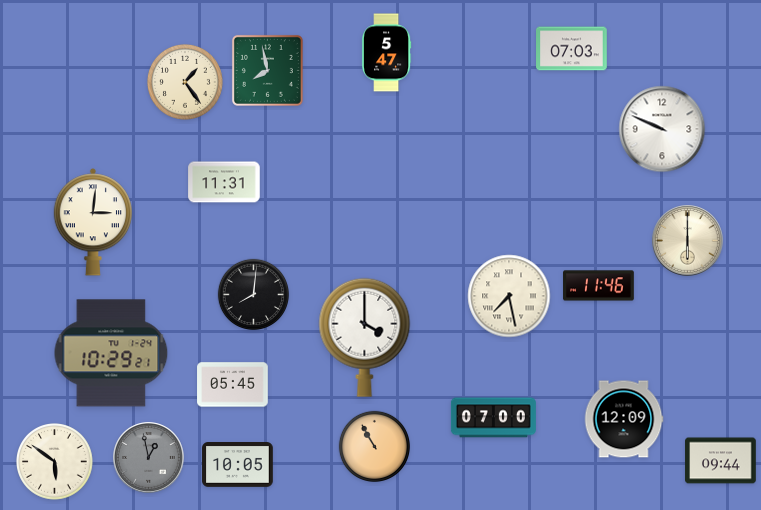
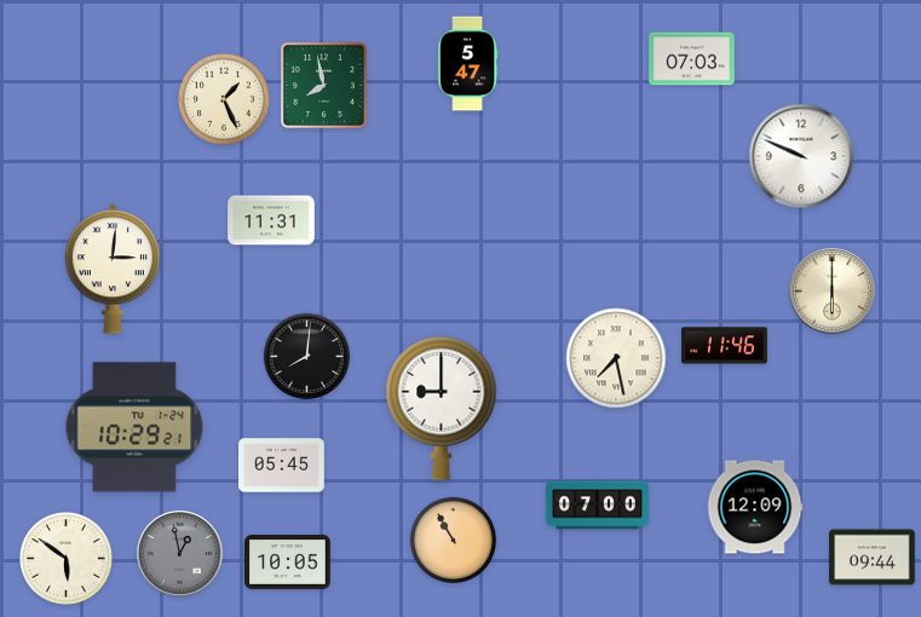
clock at (185, 82): 1:24 -> 1:26
clock at (365, 337): 4:00 -> 9:00
